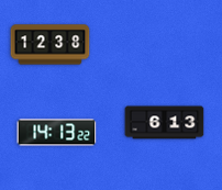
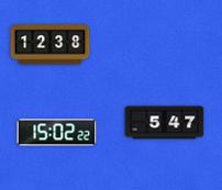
clock at (165, 123): 6:13 -> 5:47
clock at (57, 133): 14:13 -> 15:02
